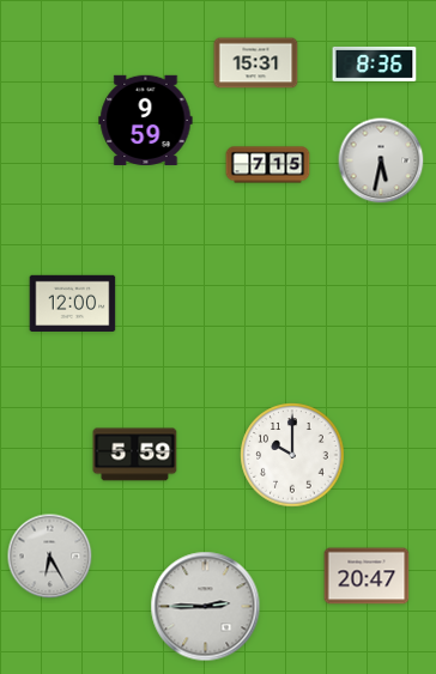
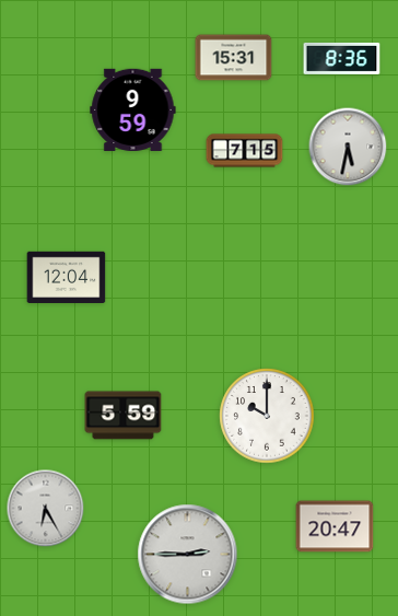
clock at (73, 303): 12:00 -> 12:04
